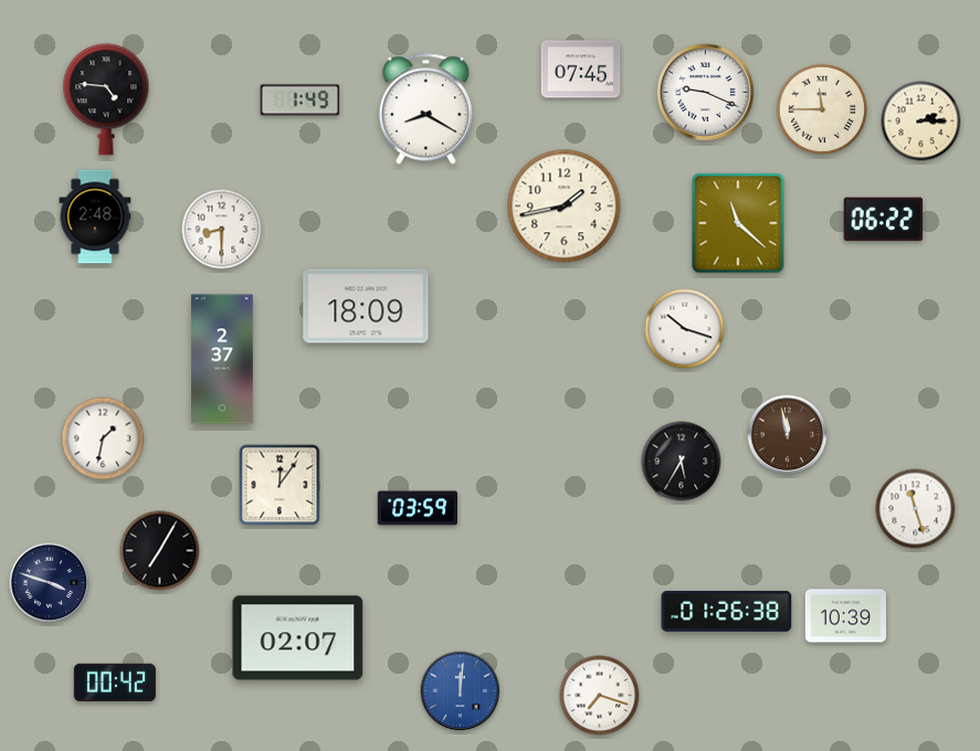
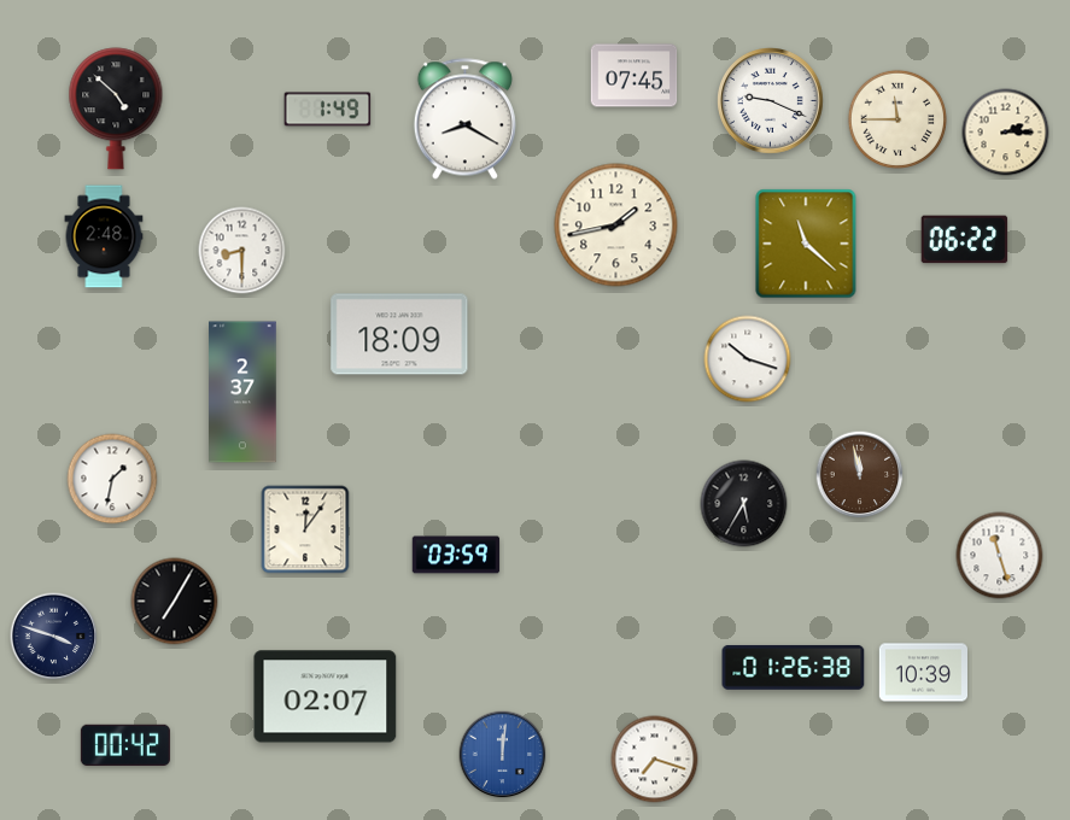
clock at (106, 99): 4:46 -> 4:52
